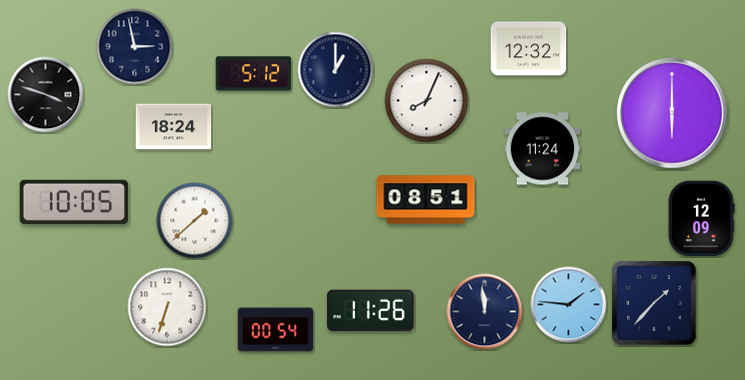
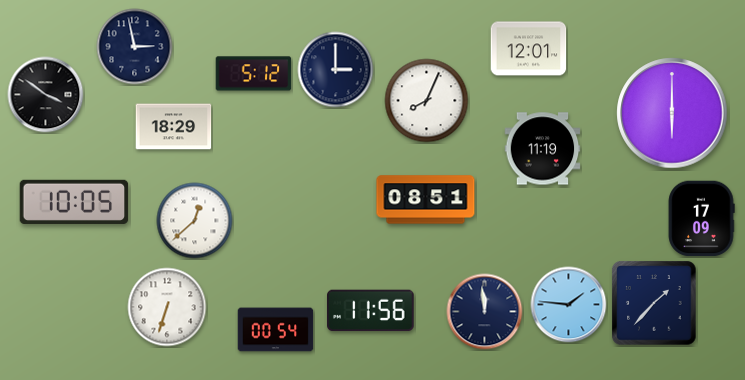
clock at (529, 49): 12:32 -> 12:01
clock at (336, 70): 1:00 -> 3:00
clock at (46, 95): 3:48 -> 3:51
clock at (174, 127): 18:24 -> 18:29
clock at (543, 149): 11:24 -> 11:19
clock at (701, 219): 12:09 -> 17:09
clock at (195, 221): 1:38 -> 12:38
clock at (371, 311): 11:26 -> 11:56
